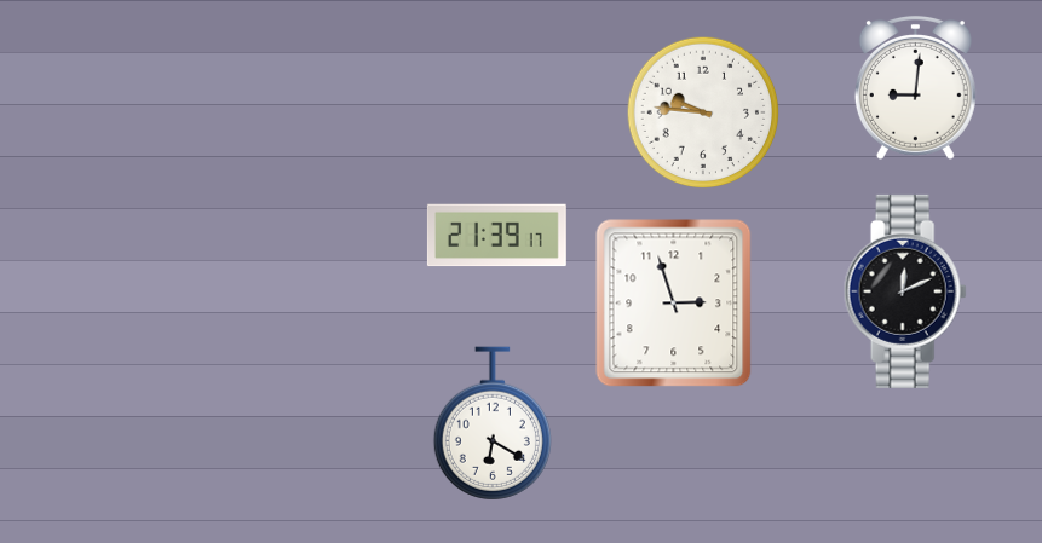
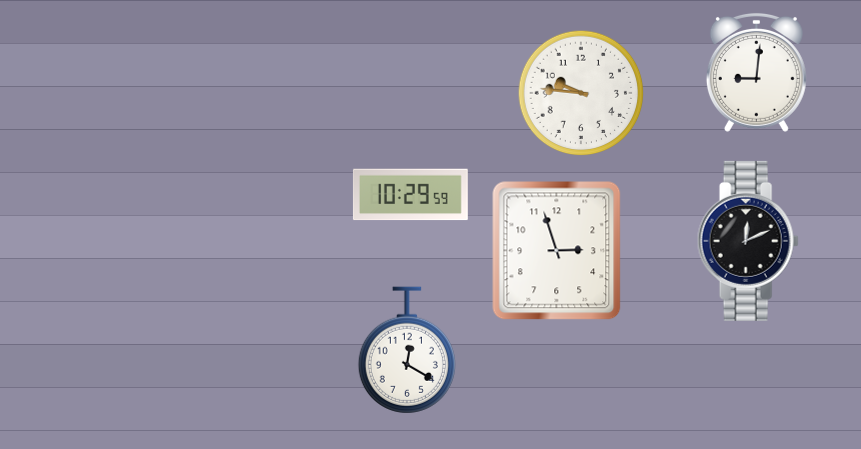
clock at (496, 236): 21:39 -> 10:29
clock at (493, 423): 6:20 -> 12:20
